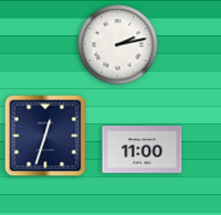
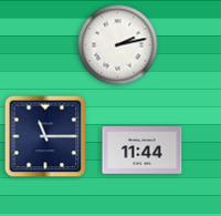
clock at (45, 136): 12:33 -> 11:15
clock at (143, 150): 11:00 -> 11:44
